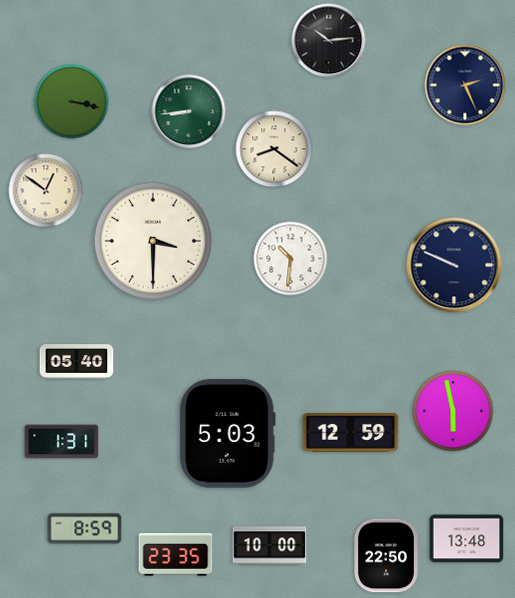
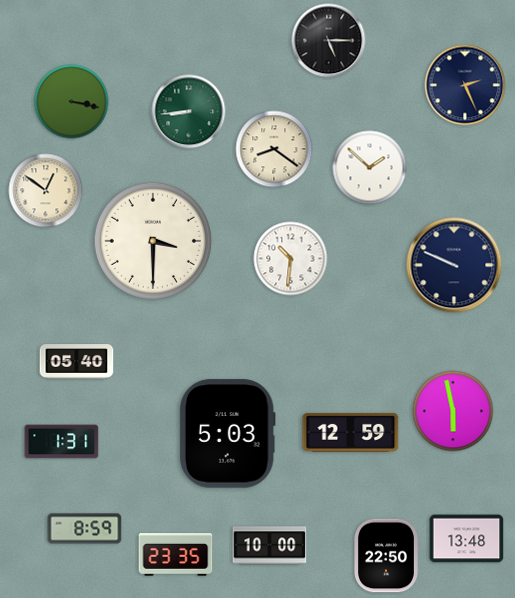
clock at (329, 41): 10:14 -> 5:15
clock at (370, 168): none -> 1:52
